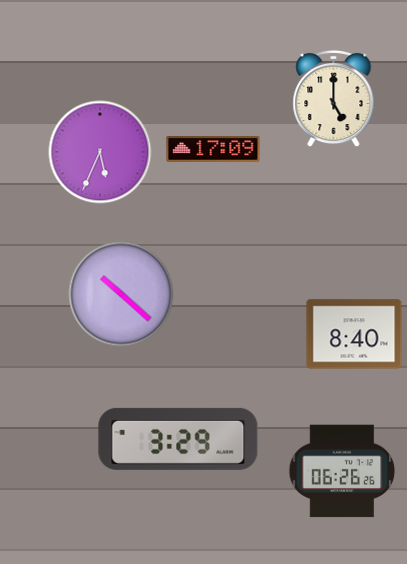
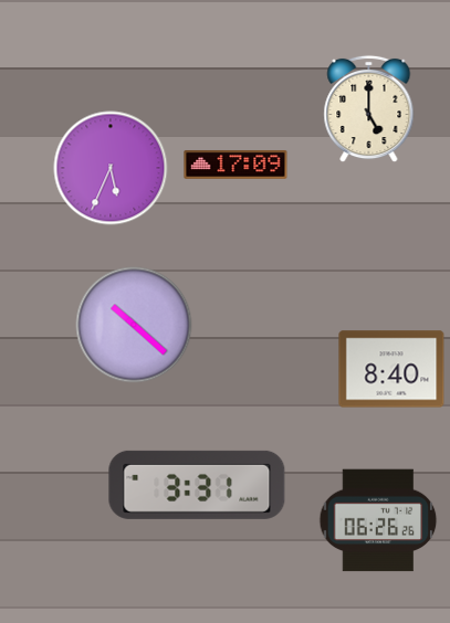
clock at (178, 439): 3:29 -> 3:31
